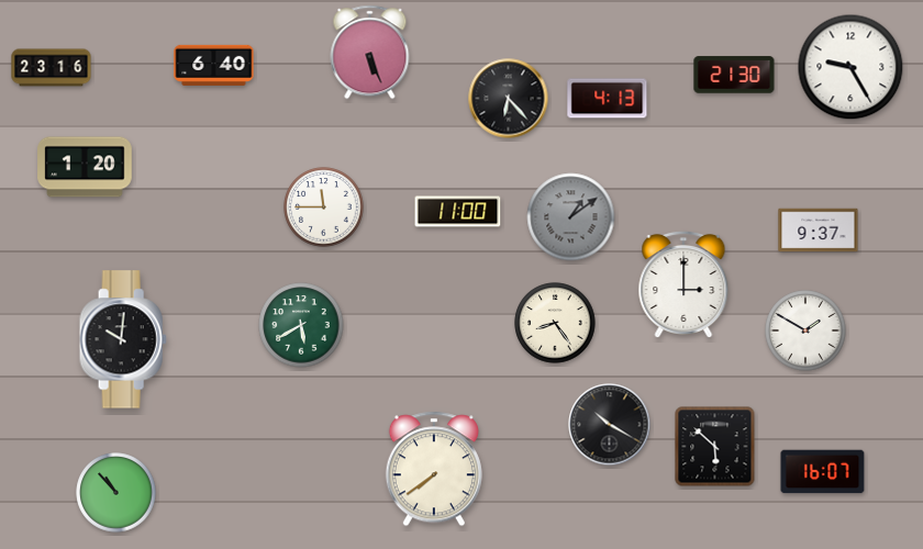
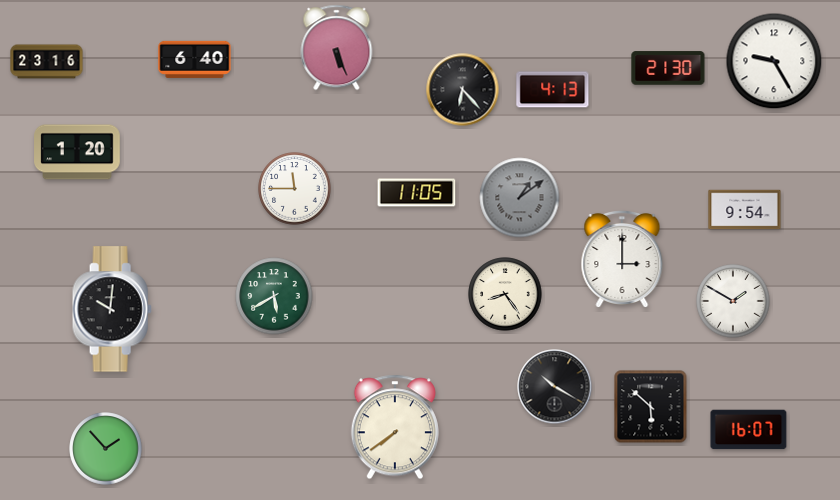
clock at (458, 212): 11:00 -> 11:05
clock at (819, 231): 9:37 -> 9:54
clock at (116, 493): 10:53 -> 1:53
